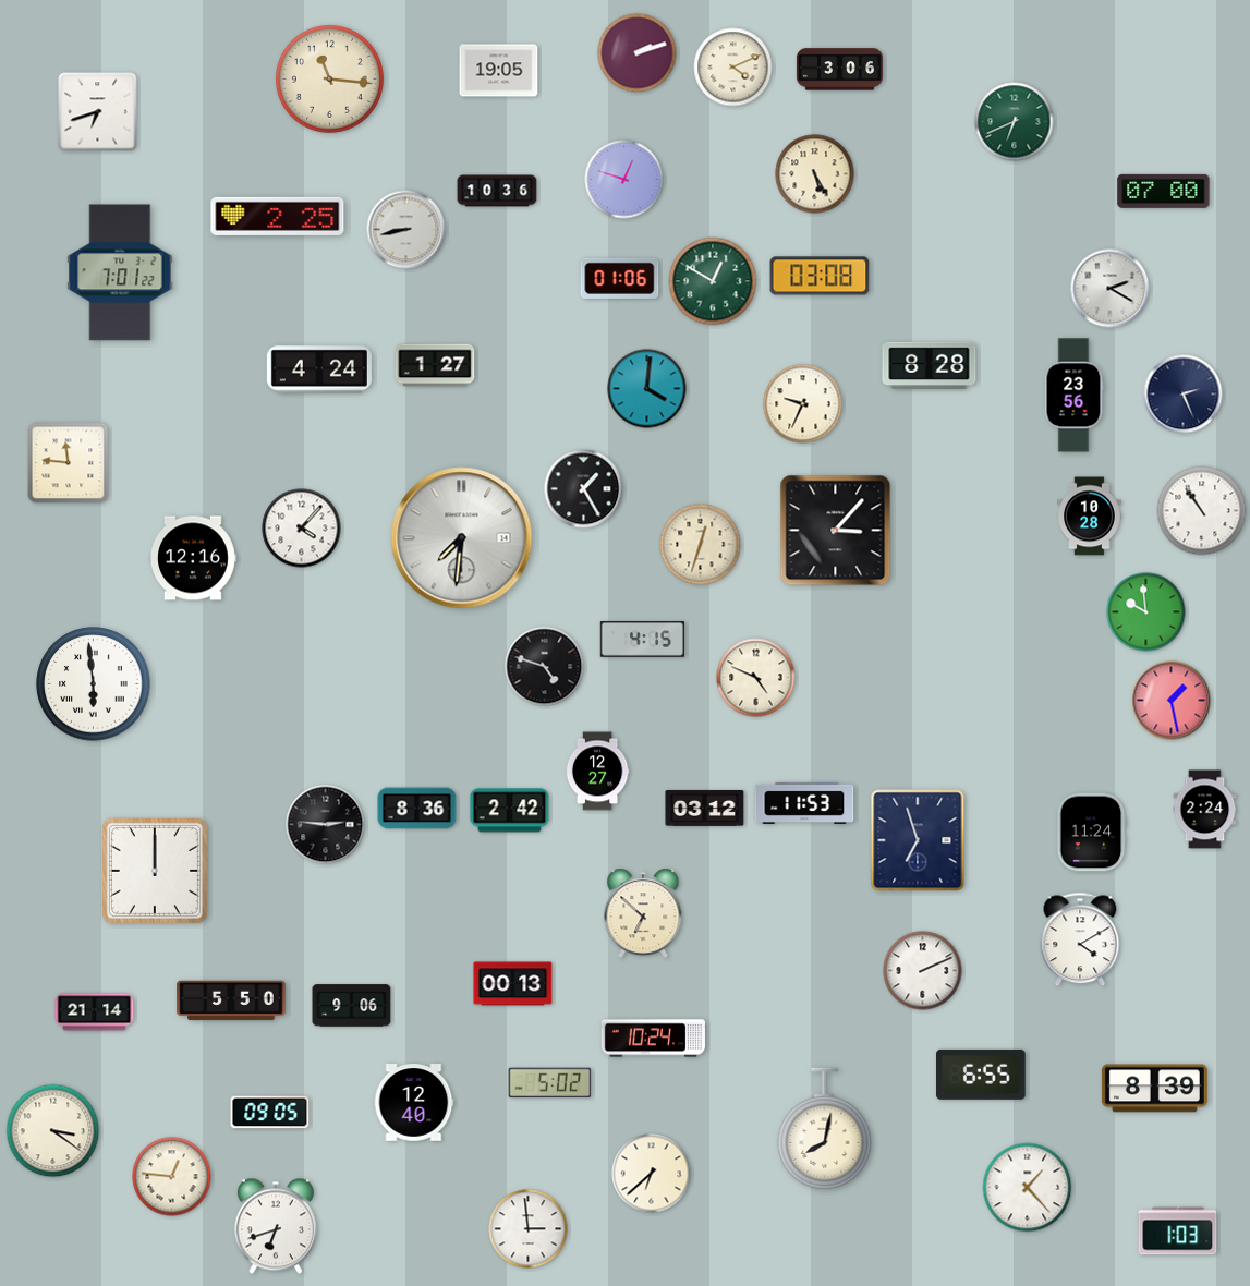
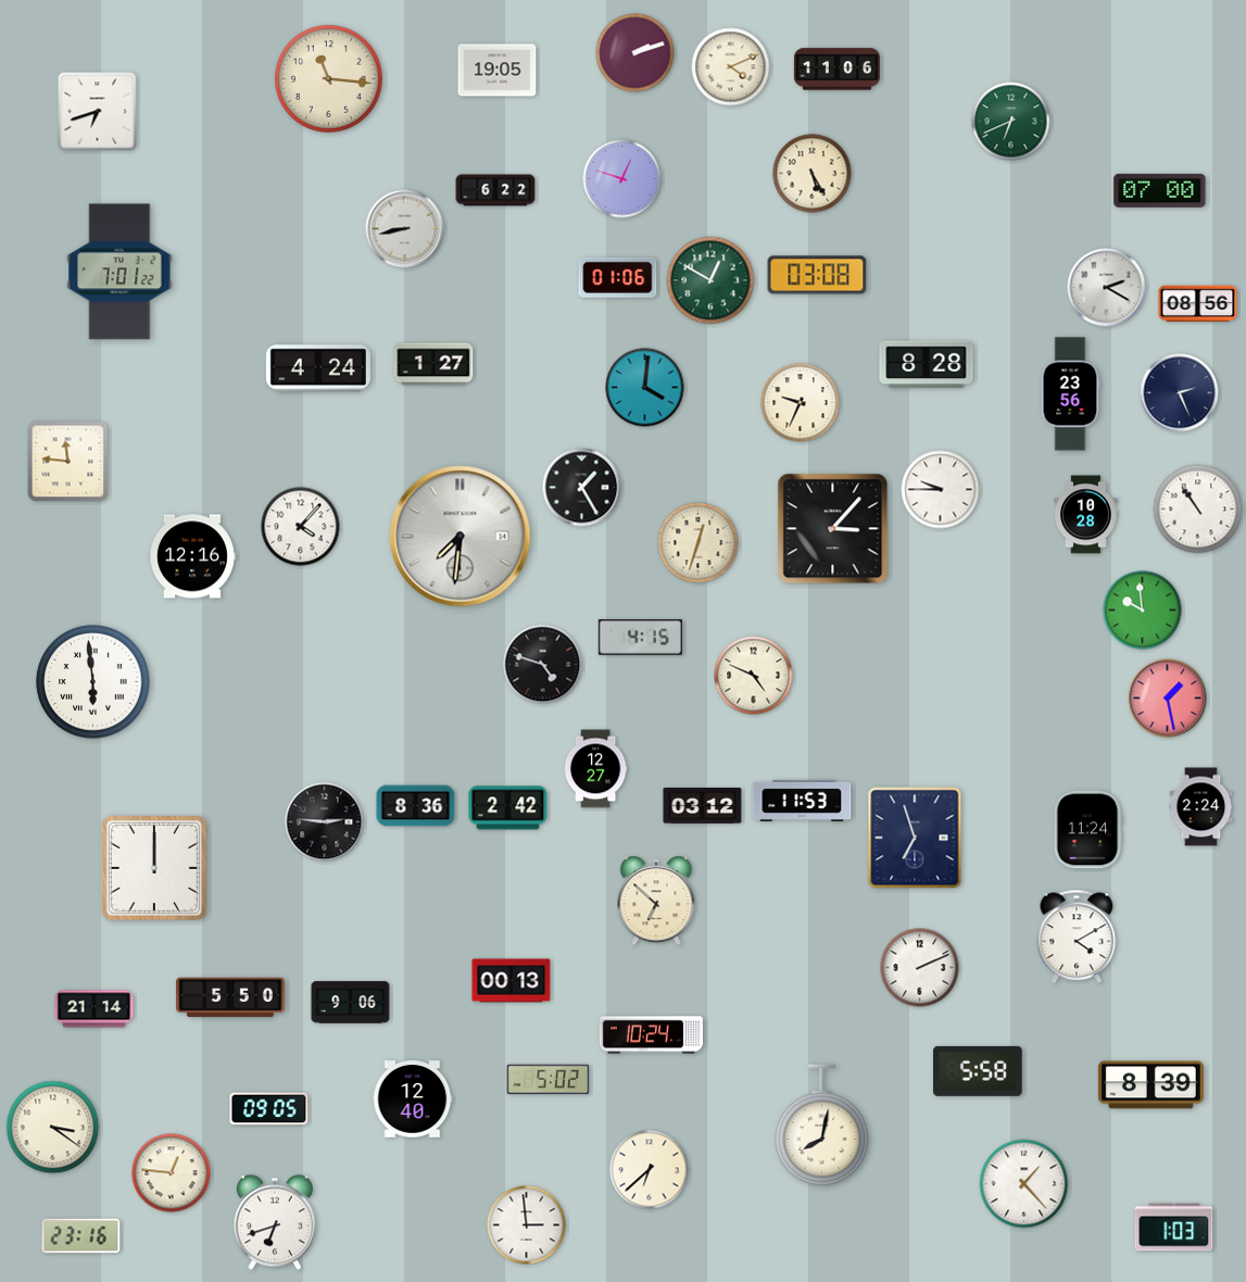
clock at (839, 70): 3:06 -> 11:06
clock at (497, 191): 10:36 -> 6:22
clock at (278, 216): 2:25 -> none
clock at (1198, 304): none -> 08:56
clock at (941, 490): none -> 9:45
clock at (643, 913) position: (643, 913) -> (656, 901)
clock at (981, 1075): 6:55 -> 5:58
clock at (81, 1236): none -> 23:16
